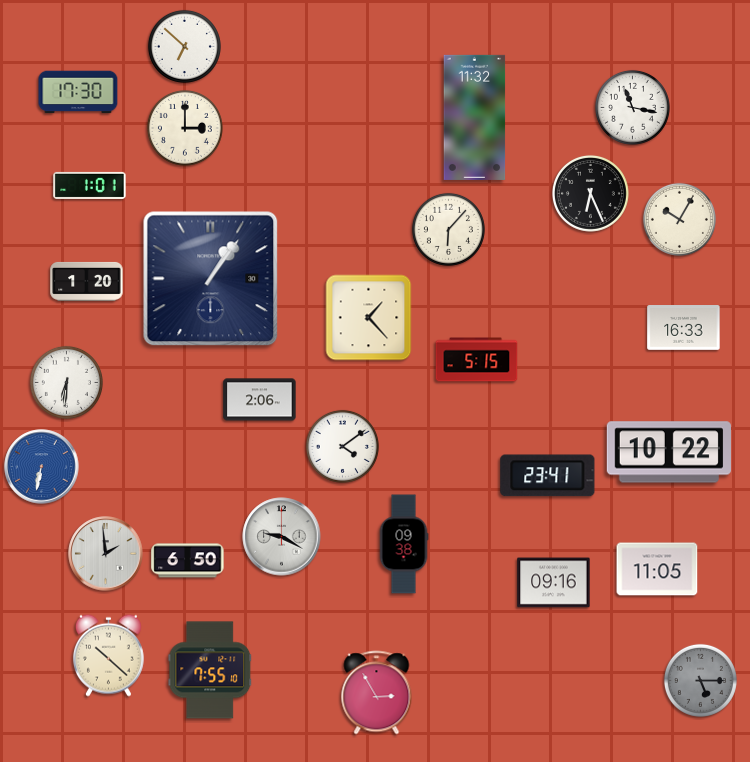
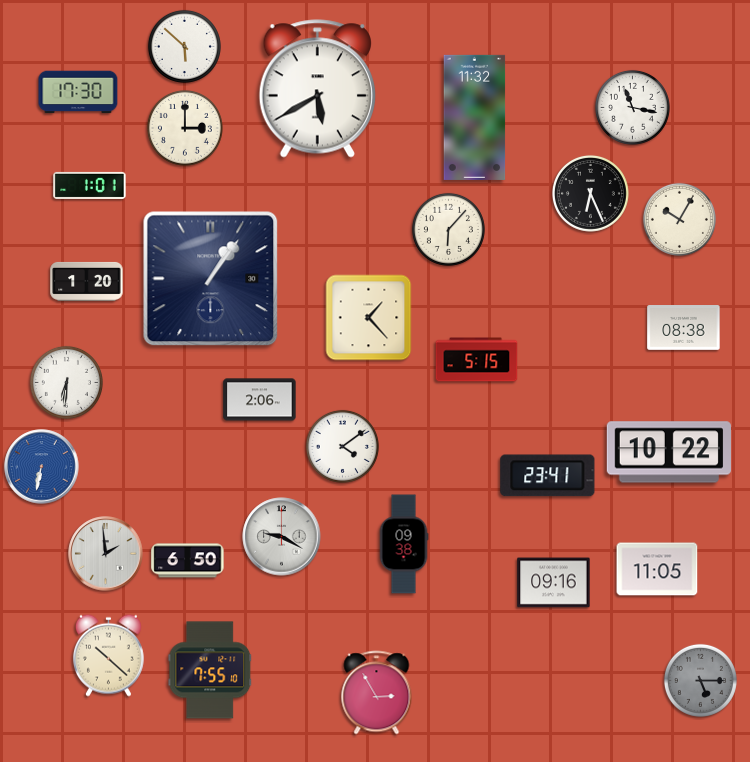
clock at (184, 46): 6:52 -> 5:52
clock at (317, 89): none -> 5:40
clock at (684, 328): 16:33 -> 08:38
